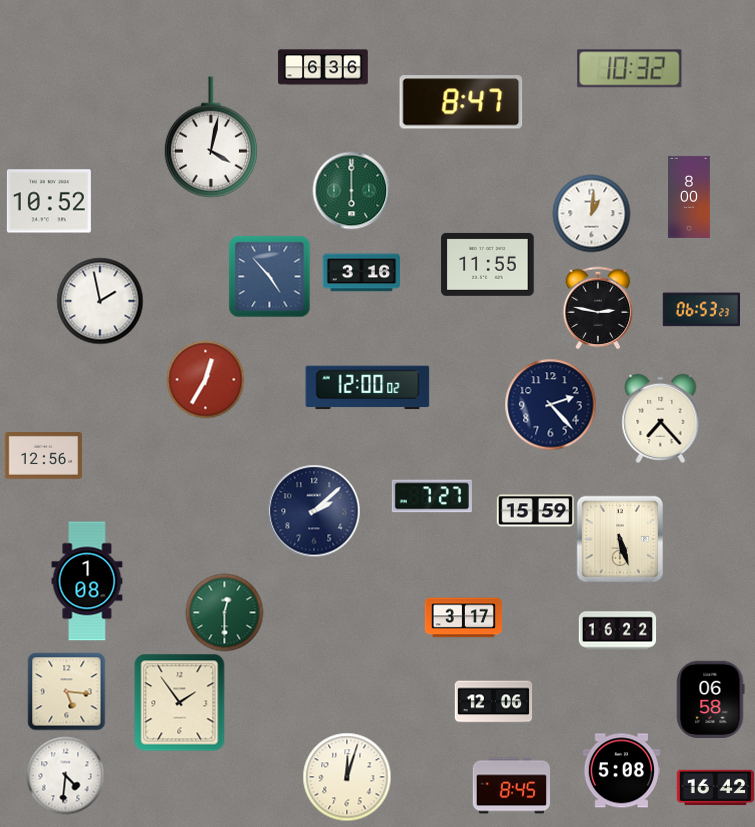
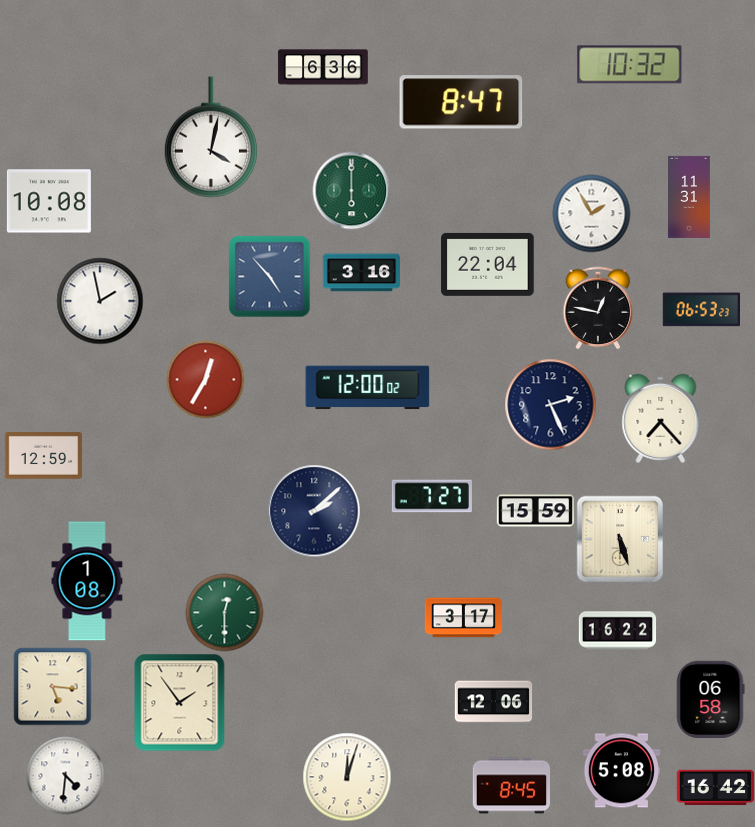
clock at (630, 69) position: (630, 69) -> (630, 65)
clock at (690, 197): 8:00 -> 11:31
clock at (49, 201): 10:52 -> 10:08
clock at (591, 213): 1:01 -> 1:55
clock at (488, 264): 11:55 -> 22:04
clock at (598, 308): 2:47 -> 12:47
clock at (550, 404): 2:23 -> 2:26
clock at (43, 456): 12:56 -> 12:59
clock at (66, 691) position: (66, 691) -> (52, 686)
